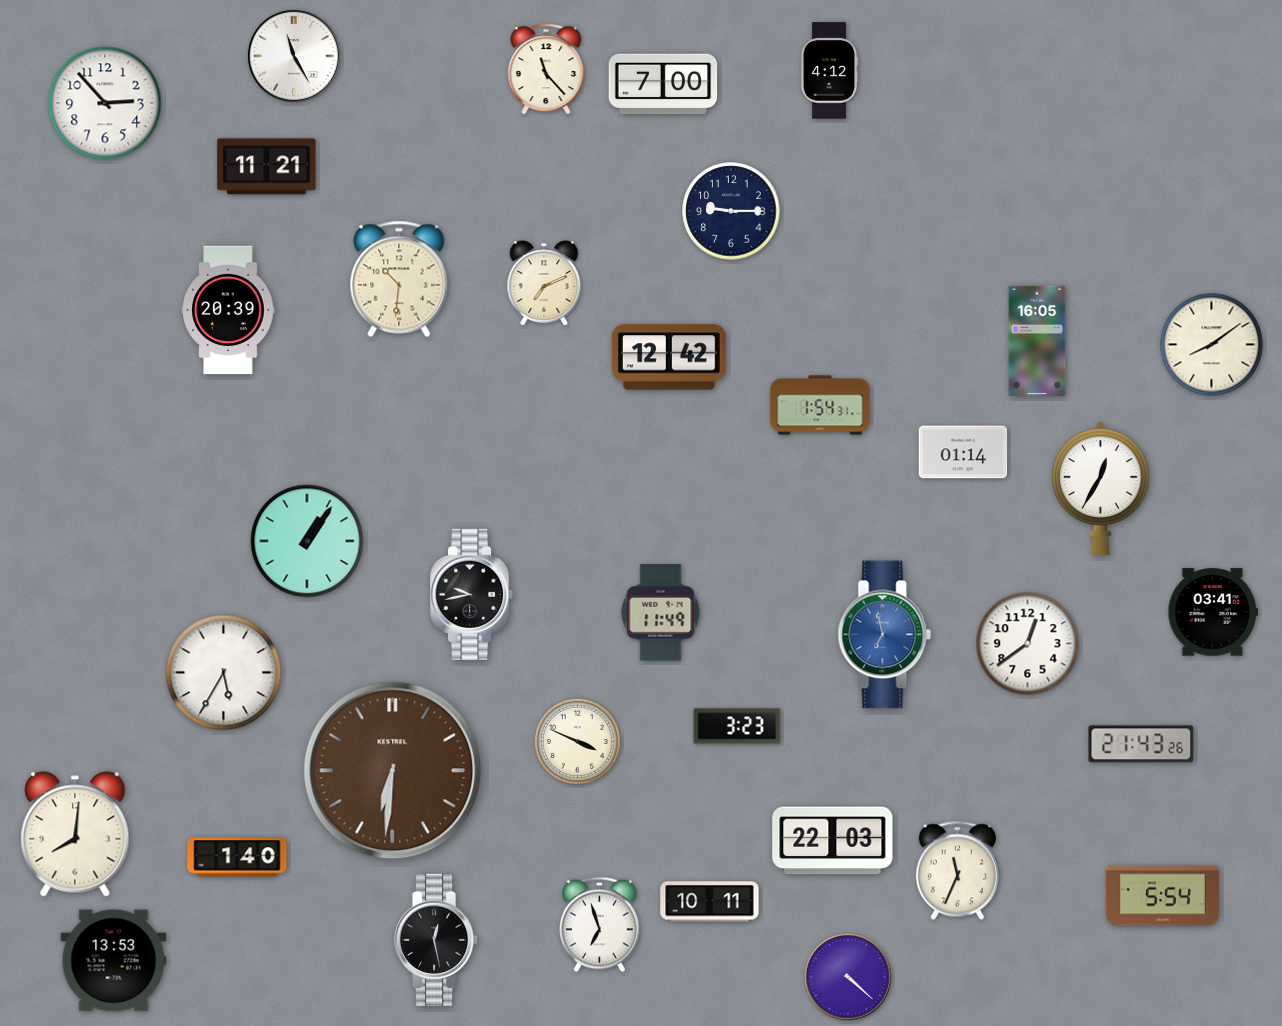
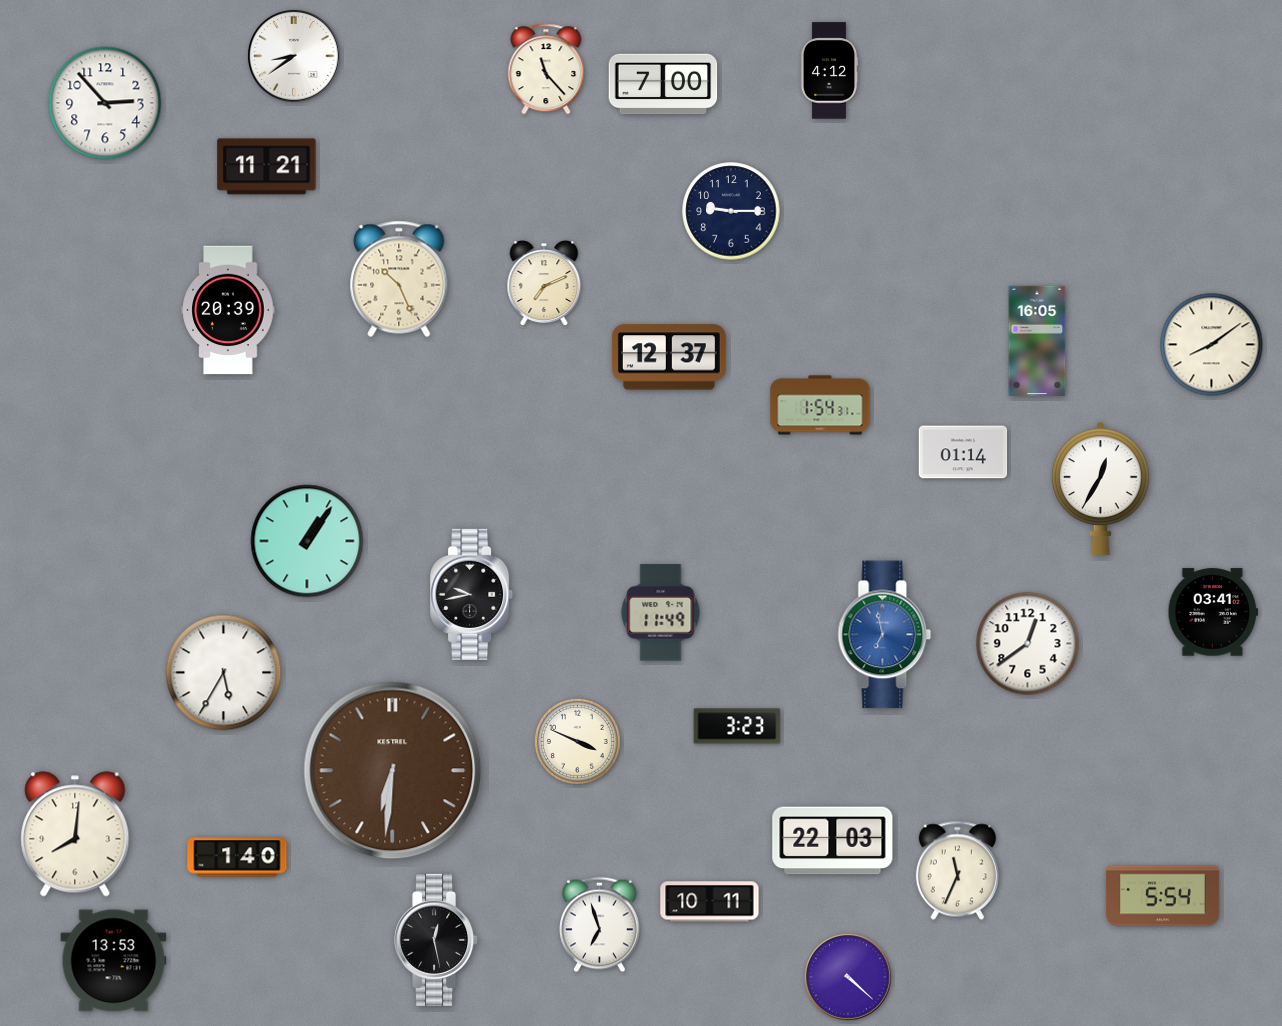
clock at (295, 57): 11:25 -> 8:39
clock at (399, 279): 10:31 -> 10:26
clock at (669, 357): 12:42 -> 12:37
clock at (1141, 744): 21:43 -> none
